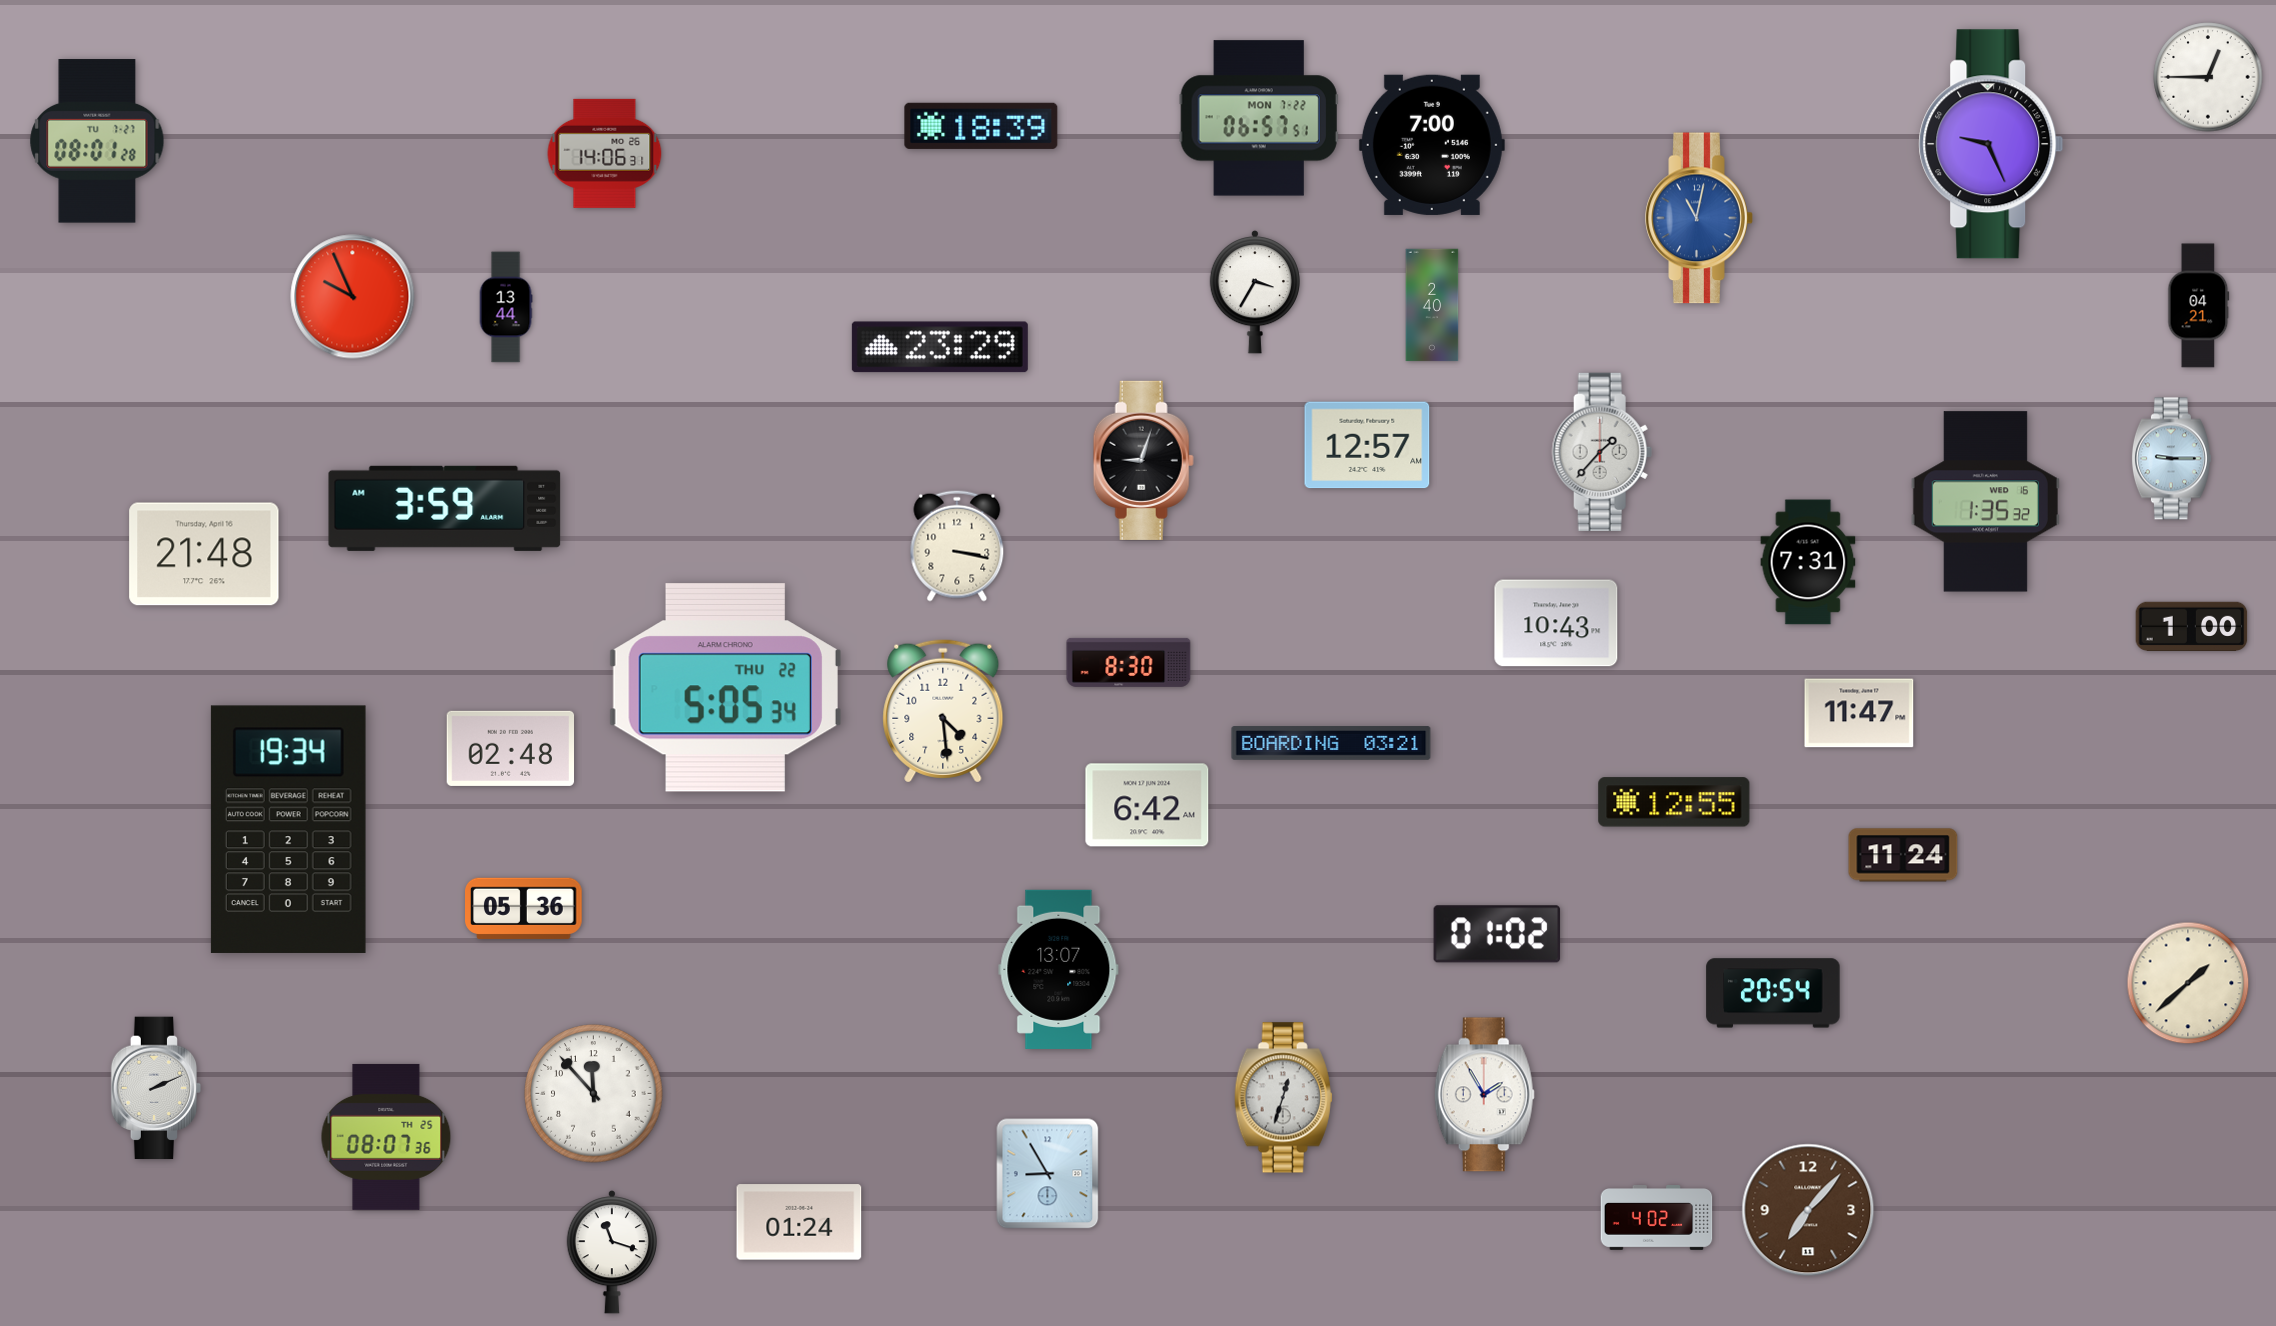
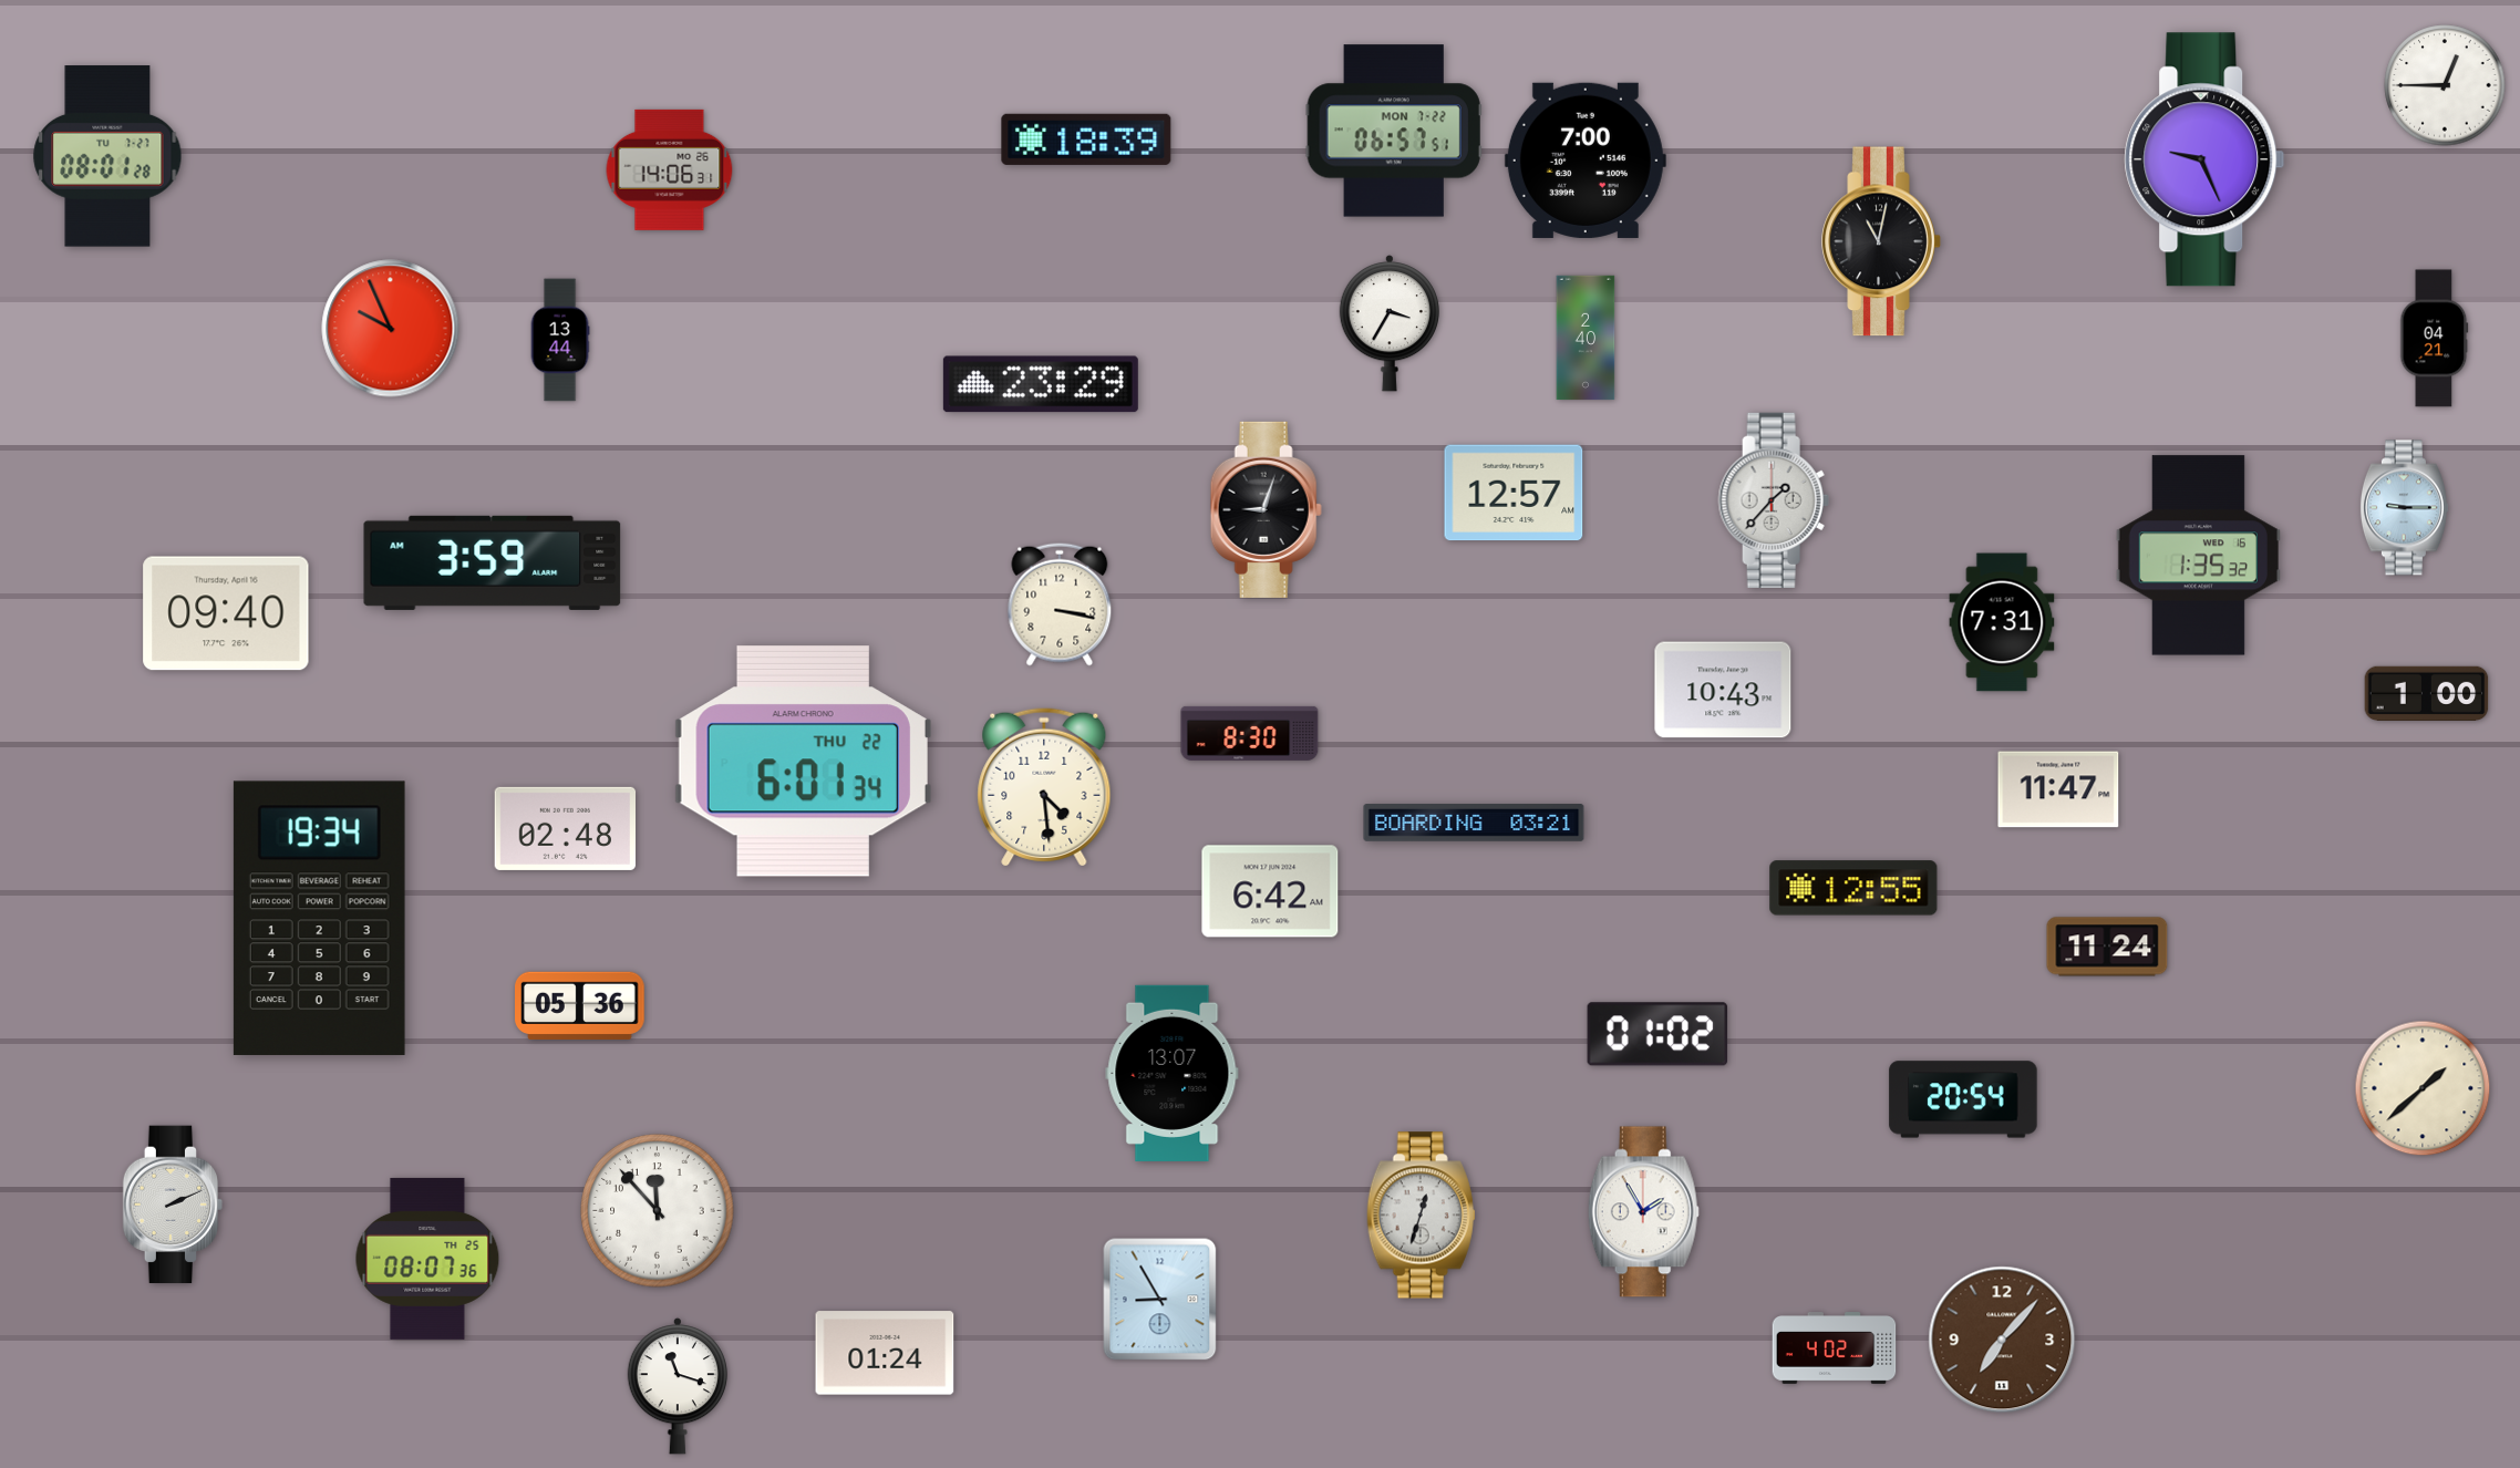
clock at (1699, 218) dial: blue -> black
clock at (204, 554): 21:48 -> 09:40
clock at (725, 687): 5:05 -> 6:01
